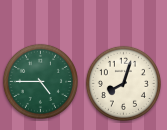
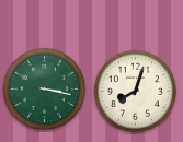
clock at (40, 81): 4:45 -> 3:17
